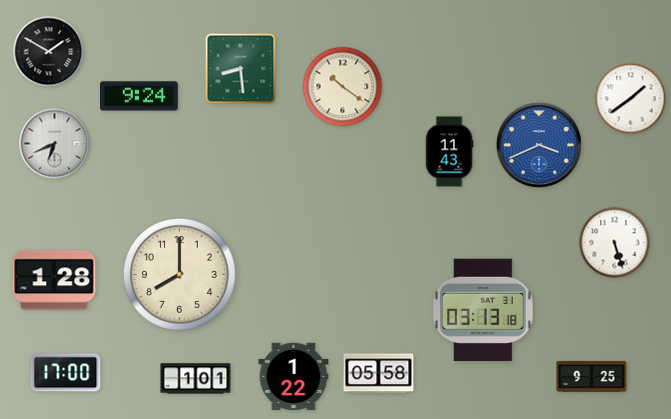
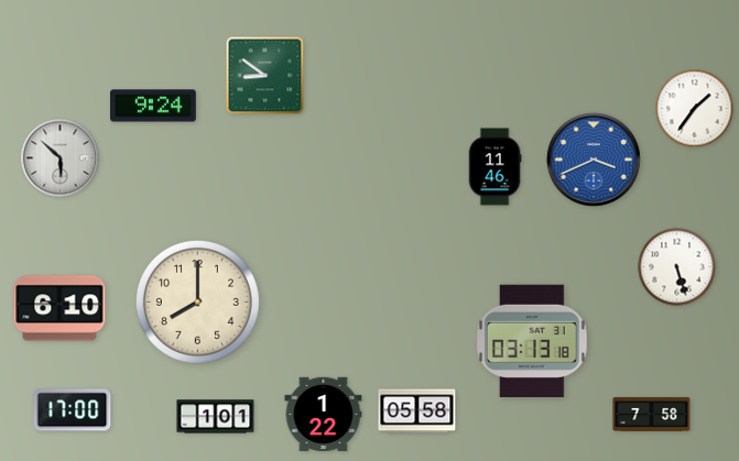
clock at (49, 52): 1:50 -> none
clock at (241, 69): 8:29 -> 8:51
clock at (343, 87): 10:21 -> none
clock at (631, 99): 1:39 -> 1:36
clock at (55, 144): 6:41 -> 5:52
clock at (449, 152): 11:43 -> 11:46
clock at (54, 280): 1:28 -> 6:10
clock at (592, 376): 9:25 -> 7:58
